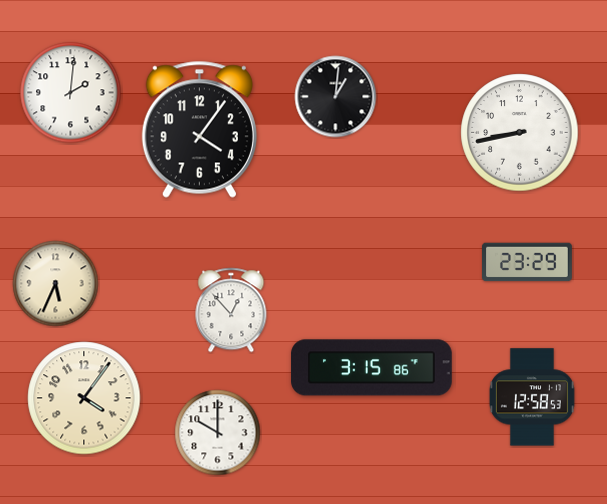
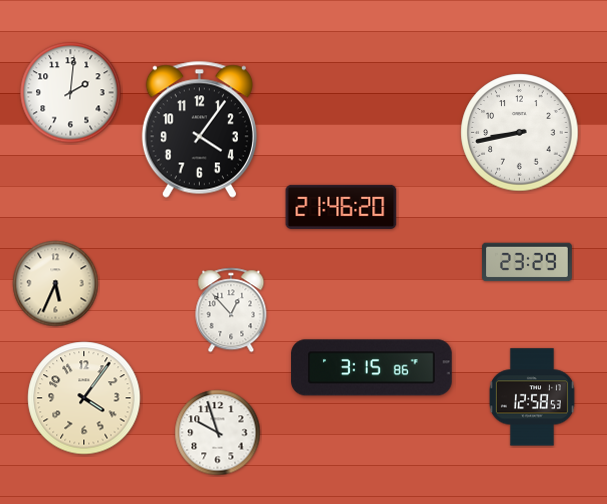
clock at (336, 97): 1:01 -> none
clock at (341, 207): none -> 21:46
clock at (218, 433): 10:00 -> 9:57
